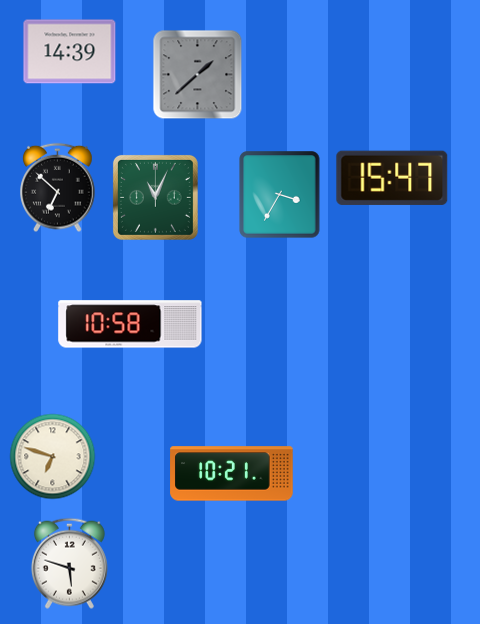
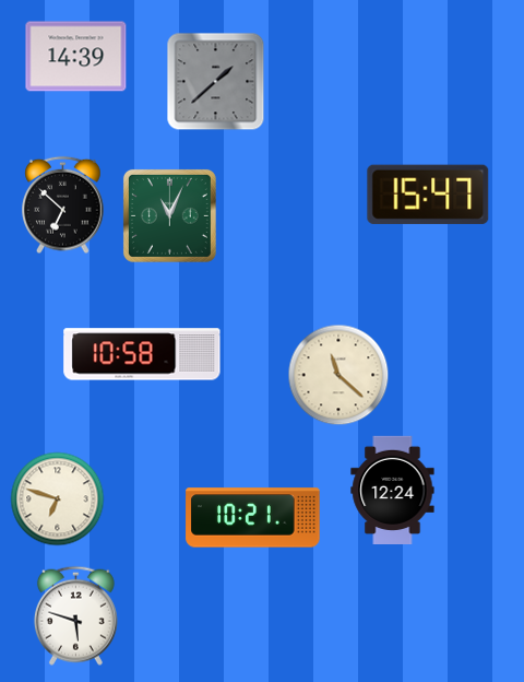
clock at (280, 195): 3:35 -> none
clock at (338, 375): none -> 11:22
clock at (393, 490): none -> 12:24
